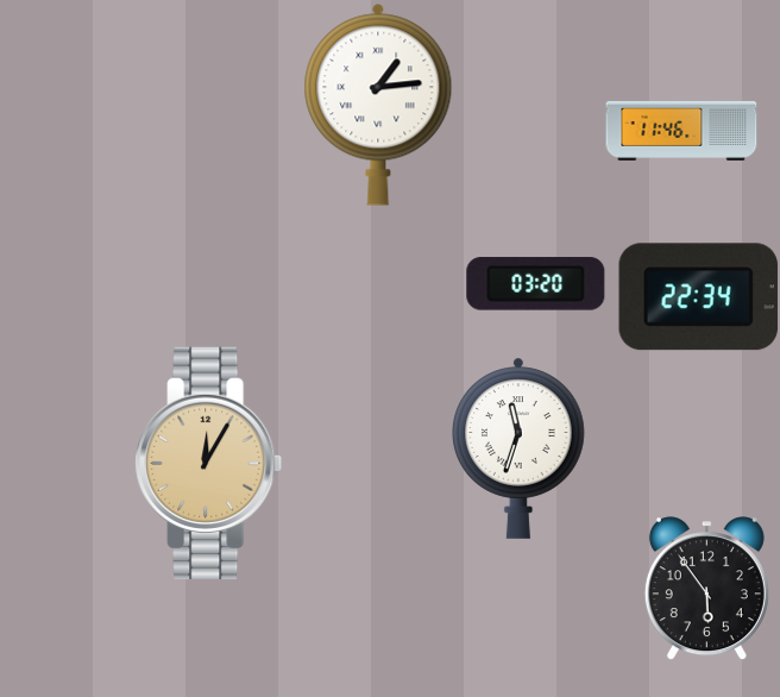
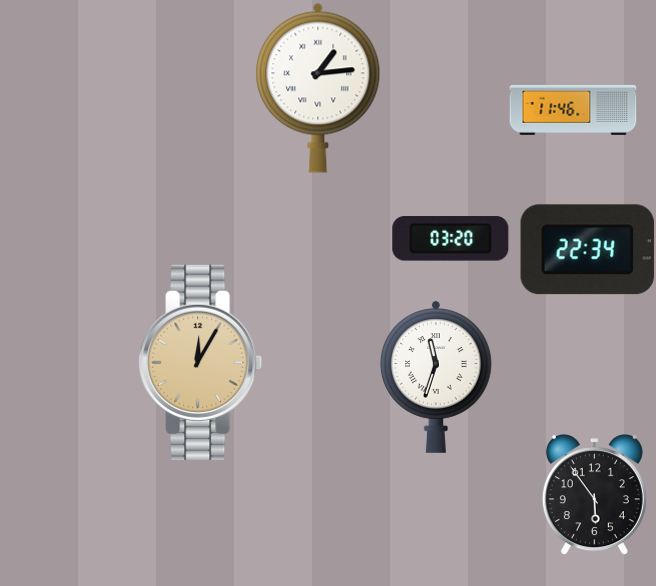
clock at (209, 463) position: (209, 463) -> (201, 362)
